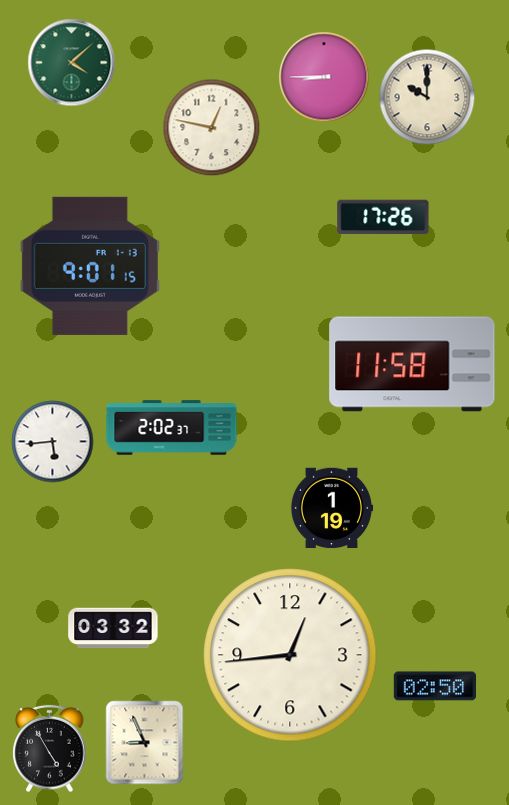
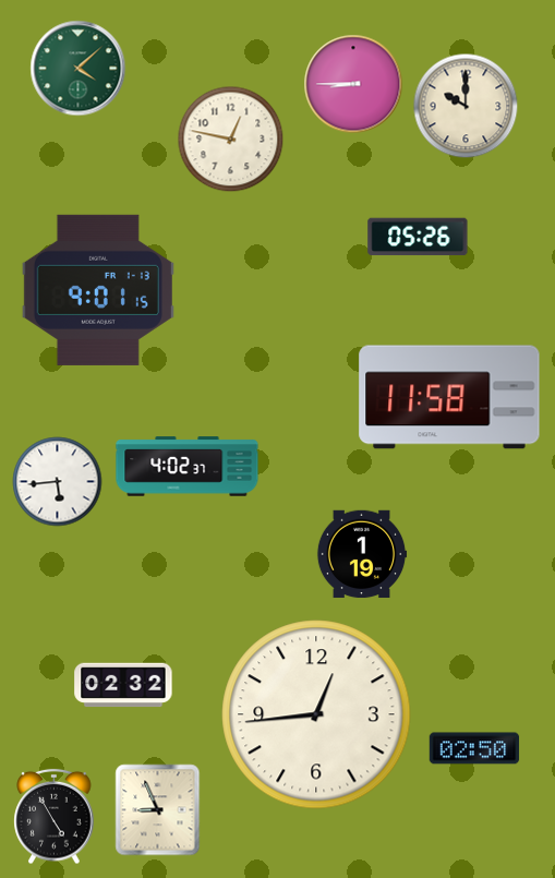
clock at (383, 217): 17:26 -> 05:26
clock at (172, 428): 2:02 -> 4:02
clock at (113, 628): 03:32 -> 02:32
